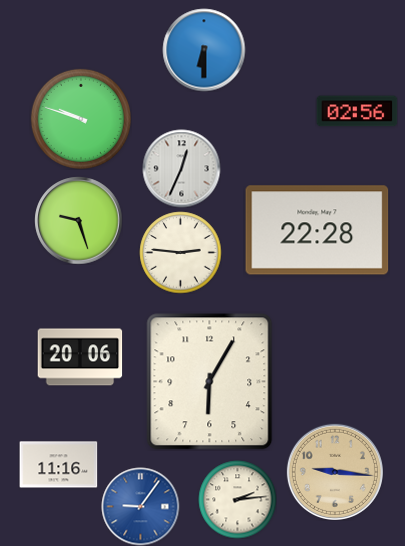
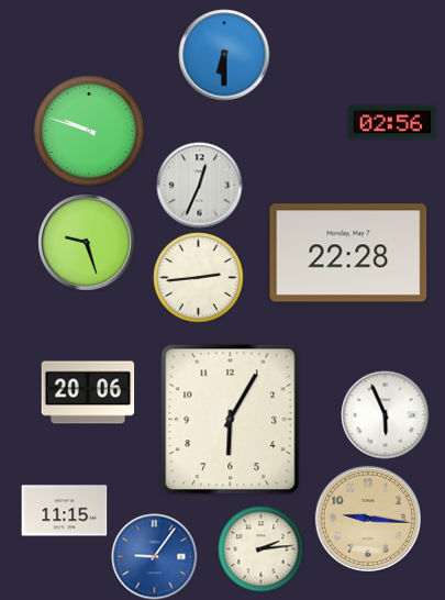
clock at (180, 252): 2:46 -> 2:44
clock at (385, 414): none -> 5:56
clock at (58, 465): 11:16 -> 11:15
